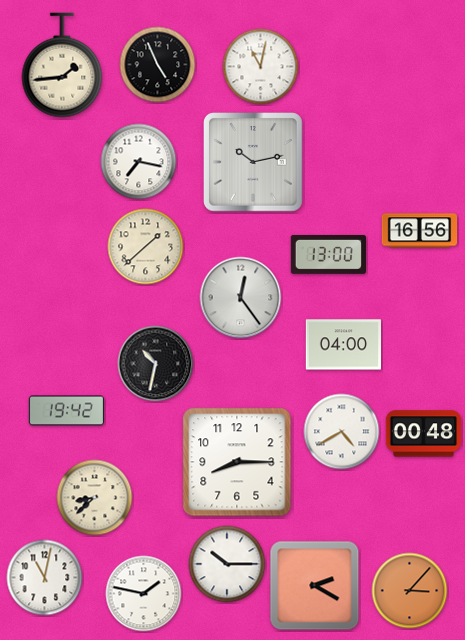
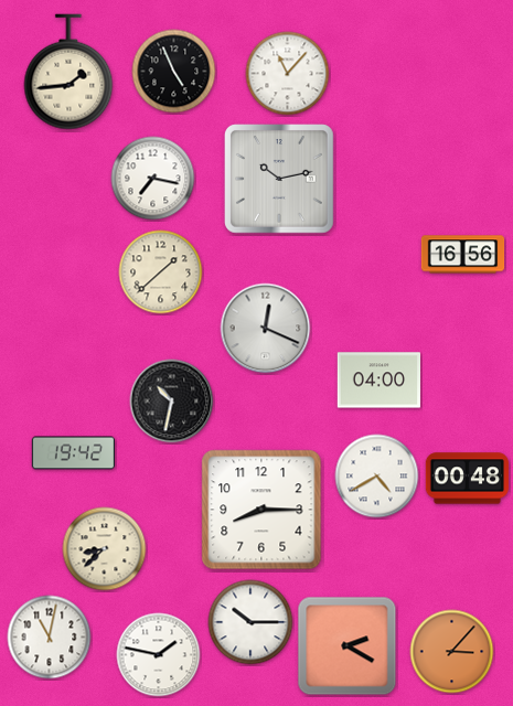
clock at (261, 67): 11:02 -> 11:07
clock at (328, 254): 13:00 -> none
clock at (241, 298): 12:24 -> 12:19
